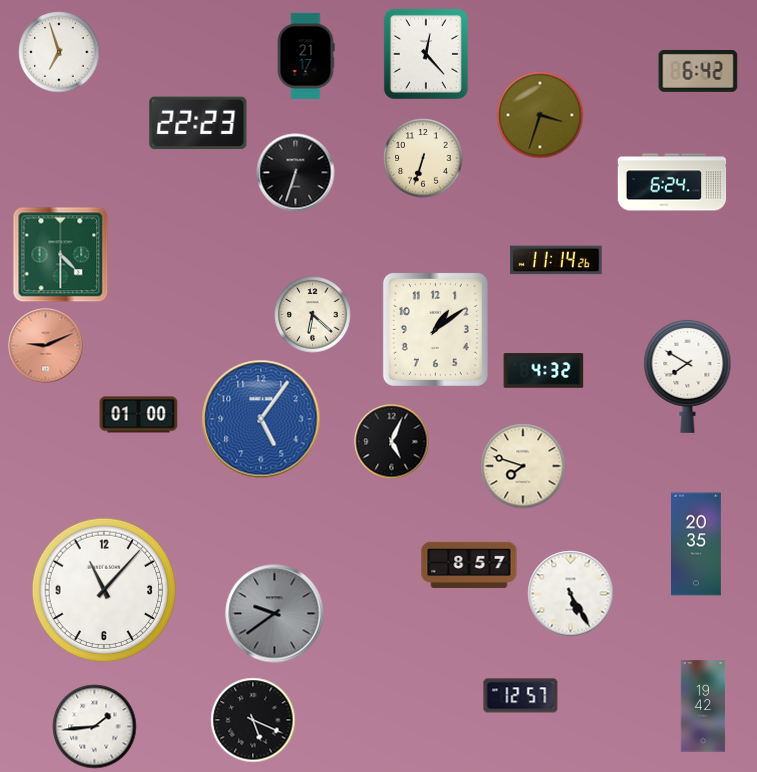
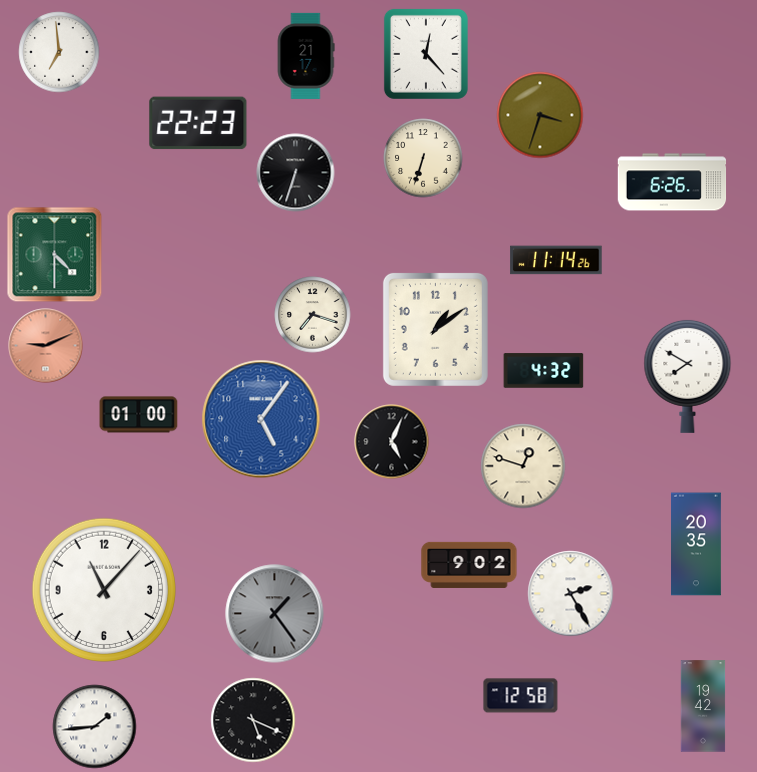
clock at (59, 52): 6:57 -> 6:59
clock at (698, 71): 6:42 -> none
clock at (672, 182): 6:24 -> 6:26
clock at (61, 255) position: (61, 255) -> (55, 255)
clock at (313, 315): 6:22 -> 7:18
clock at (523, 466): 7:48 -> 12:48
clock at (469, 565): 8:57 -> 9:02
clock at (571, 594): 5:25 -> 2:25
clock at (275, 614): 9:39 -> 1:24
clock at (521, 696): 12:57 -> 12:58
